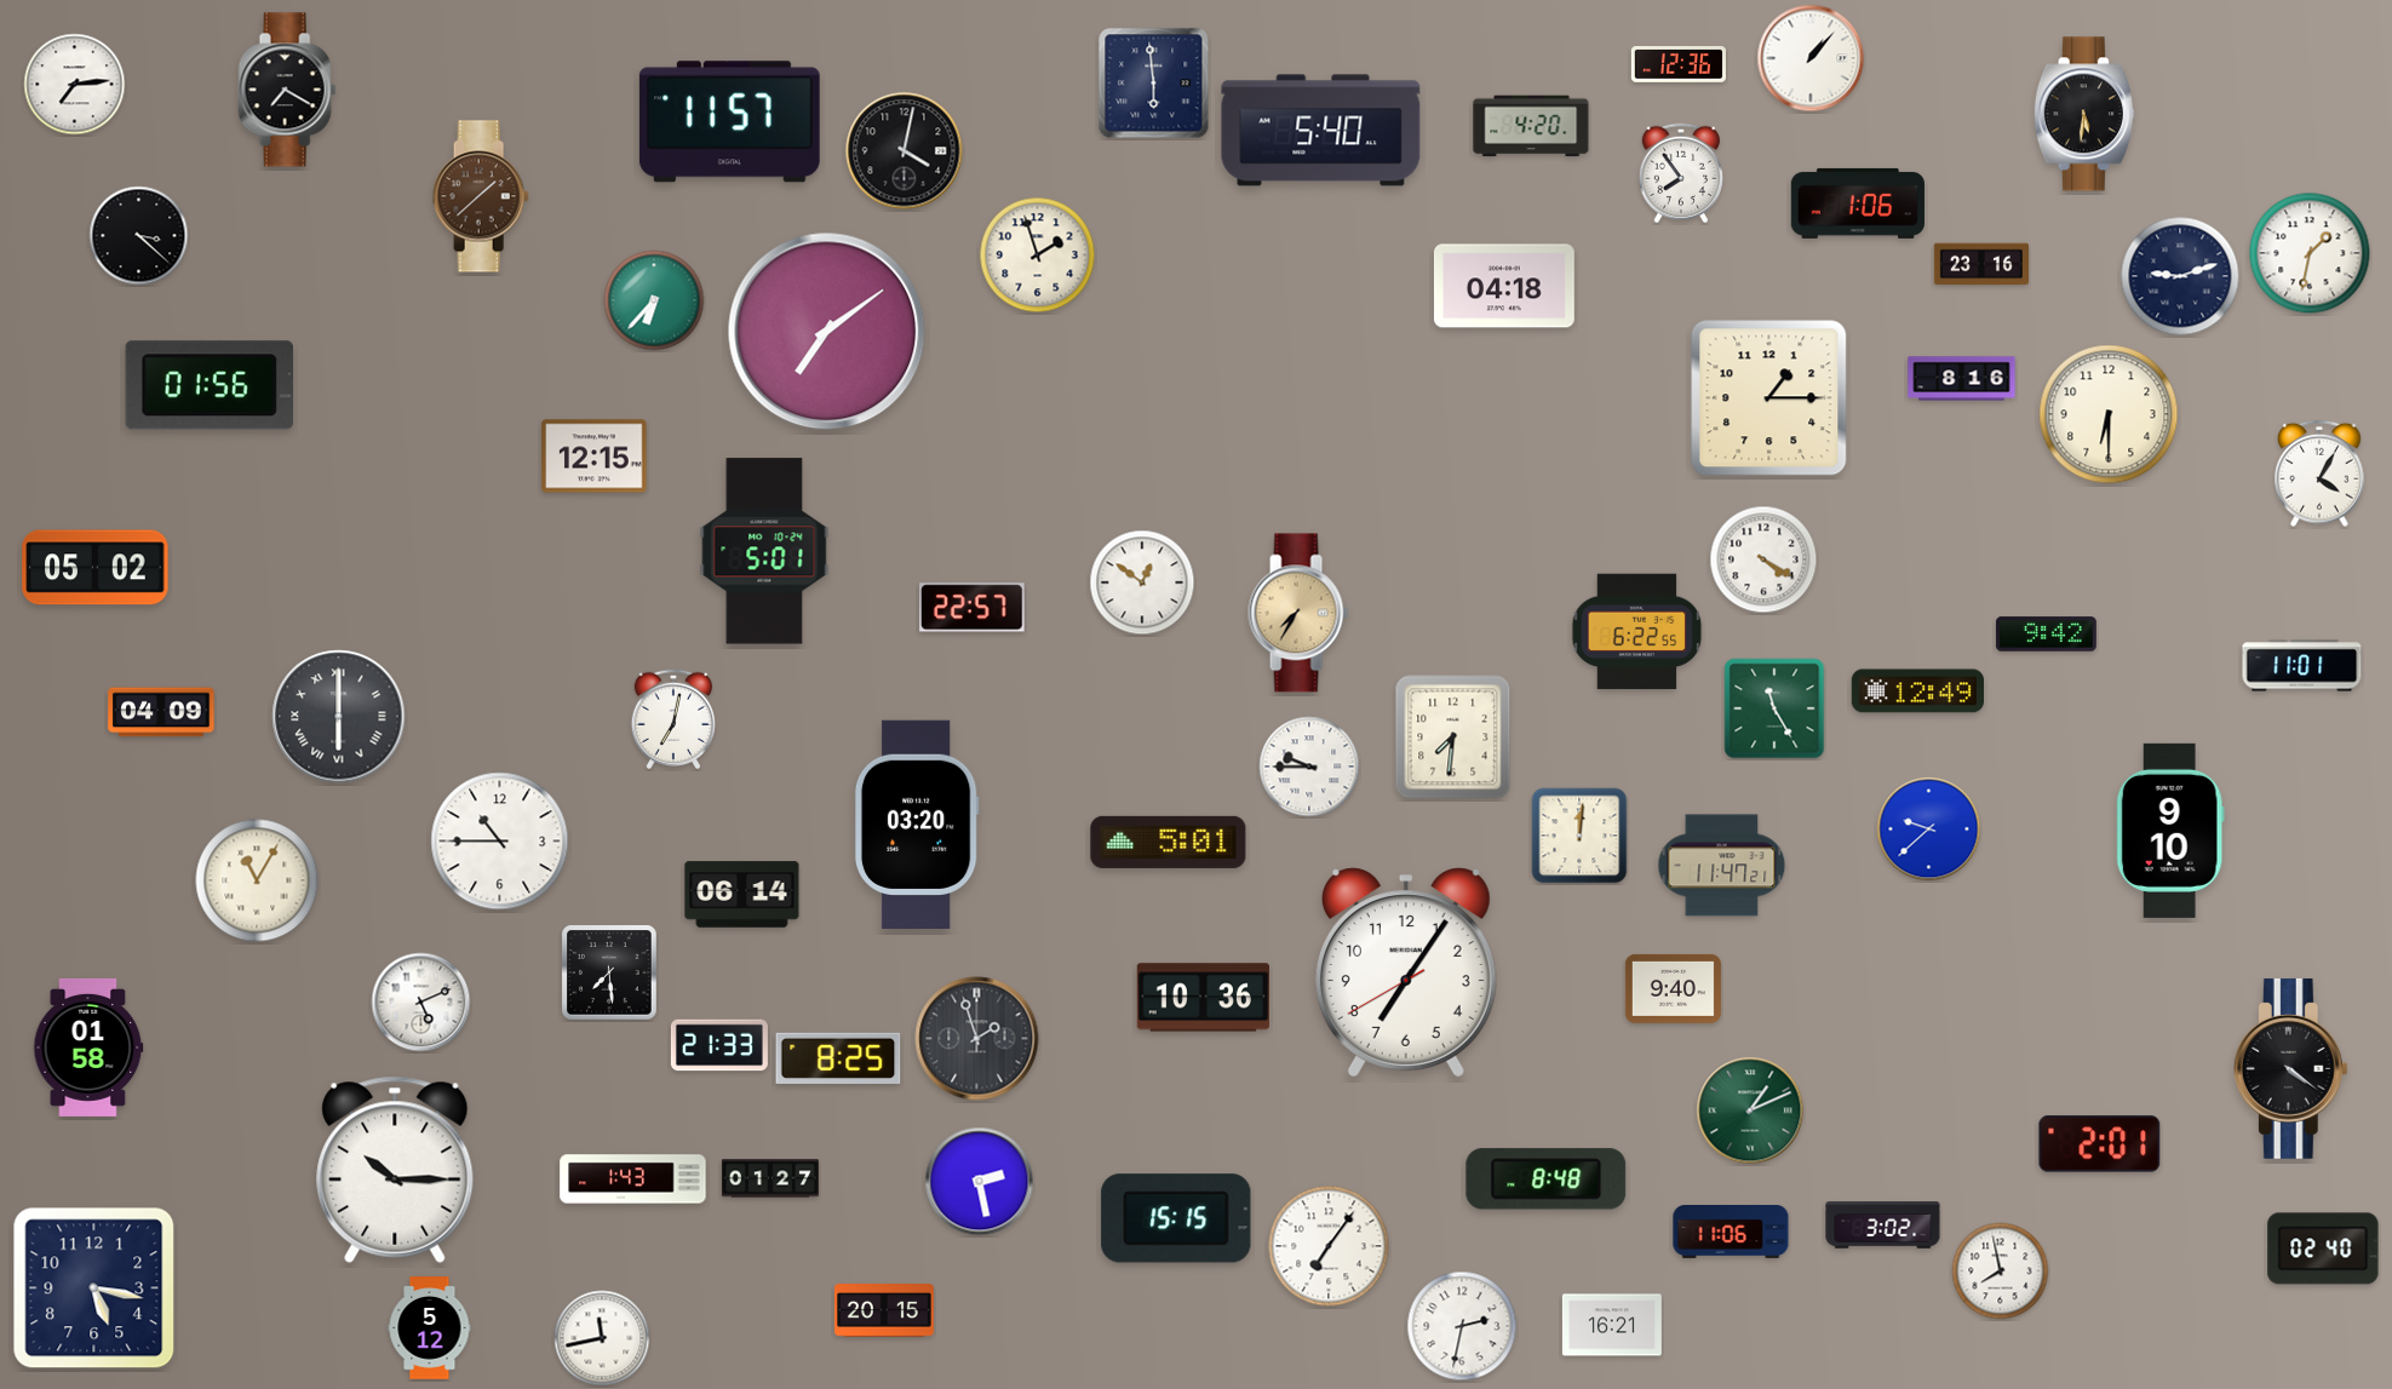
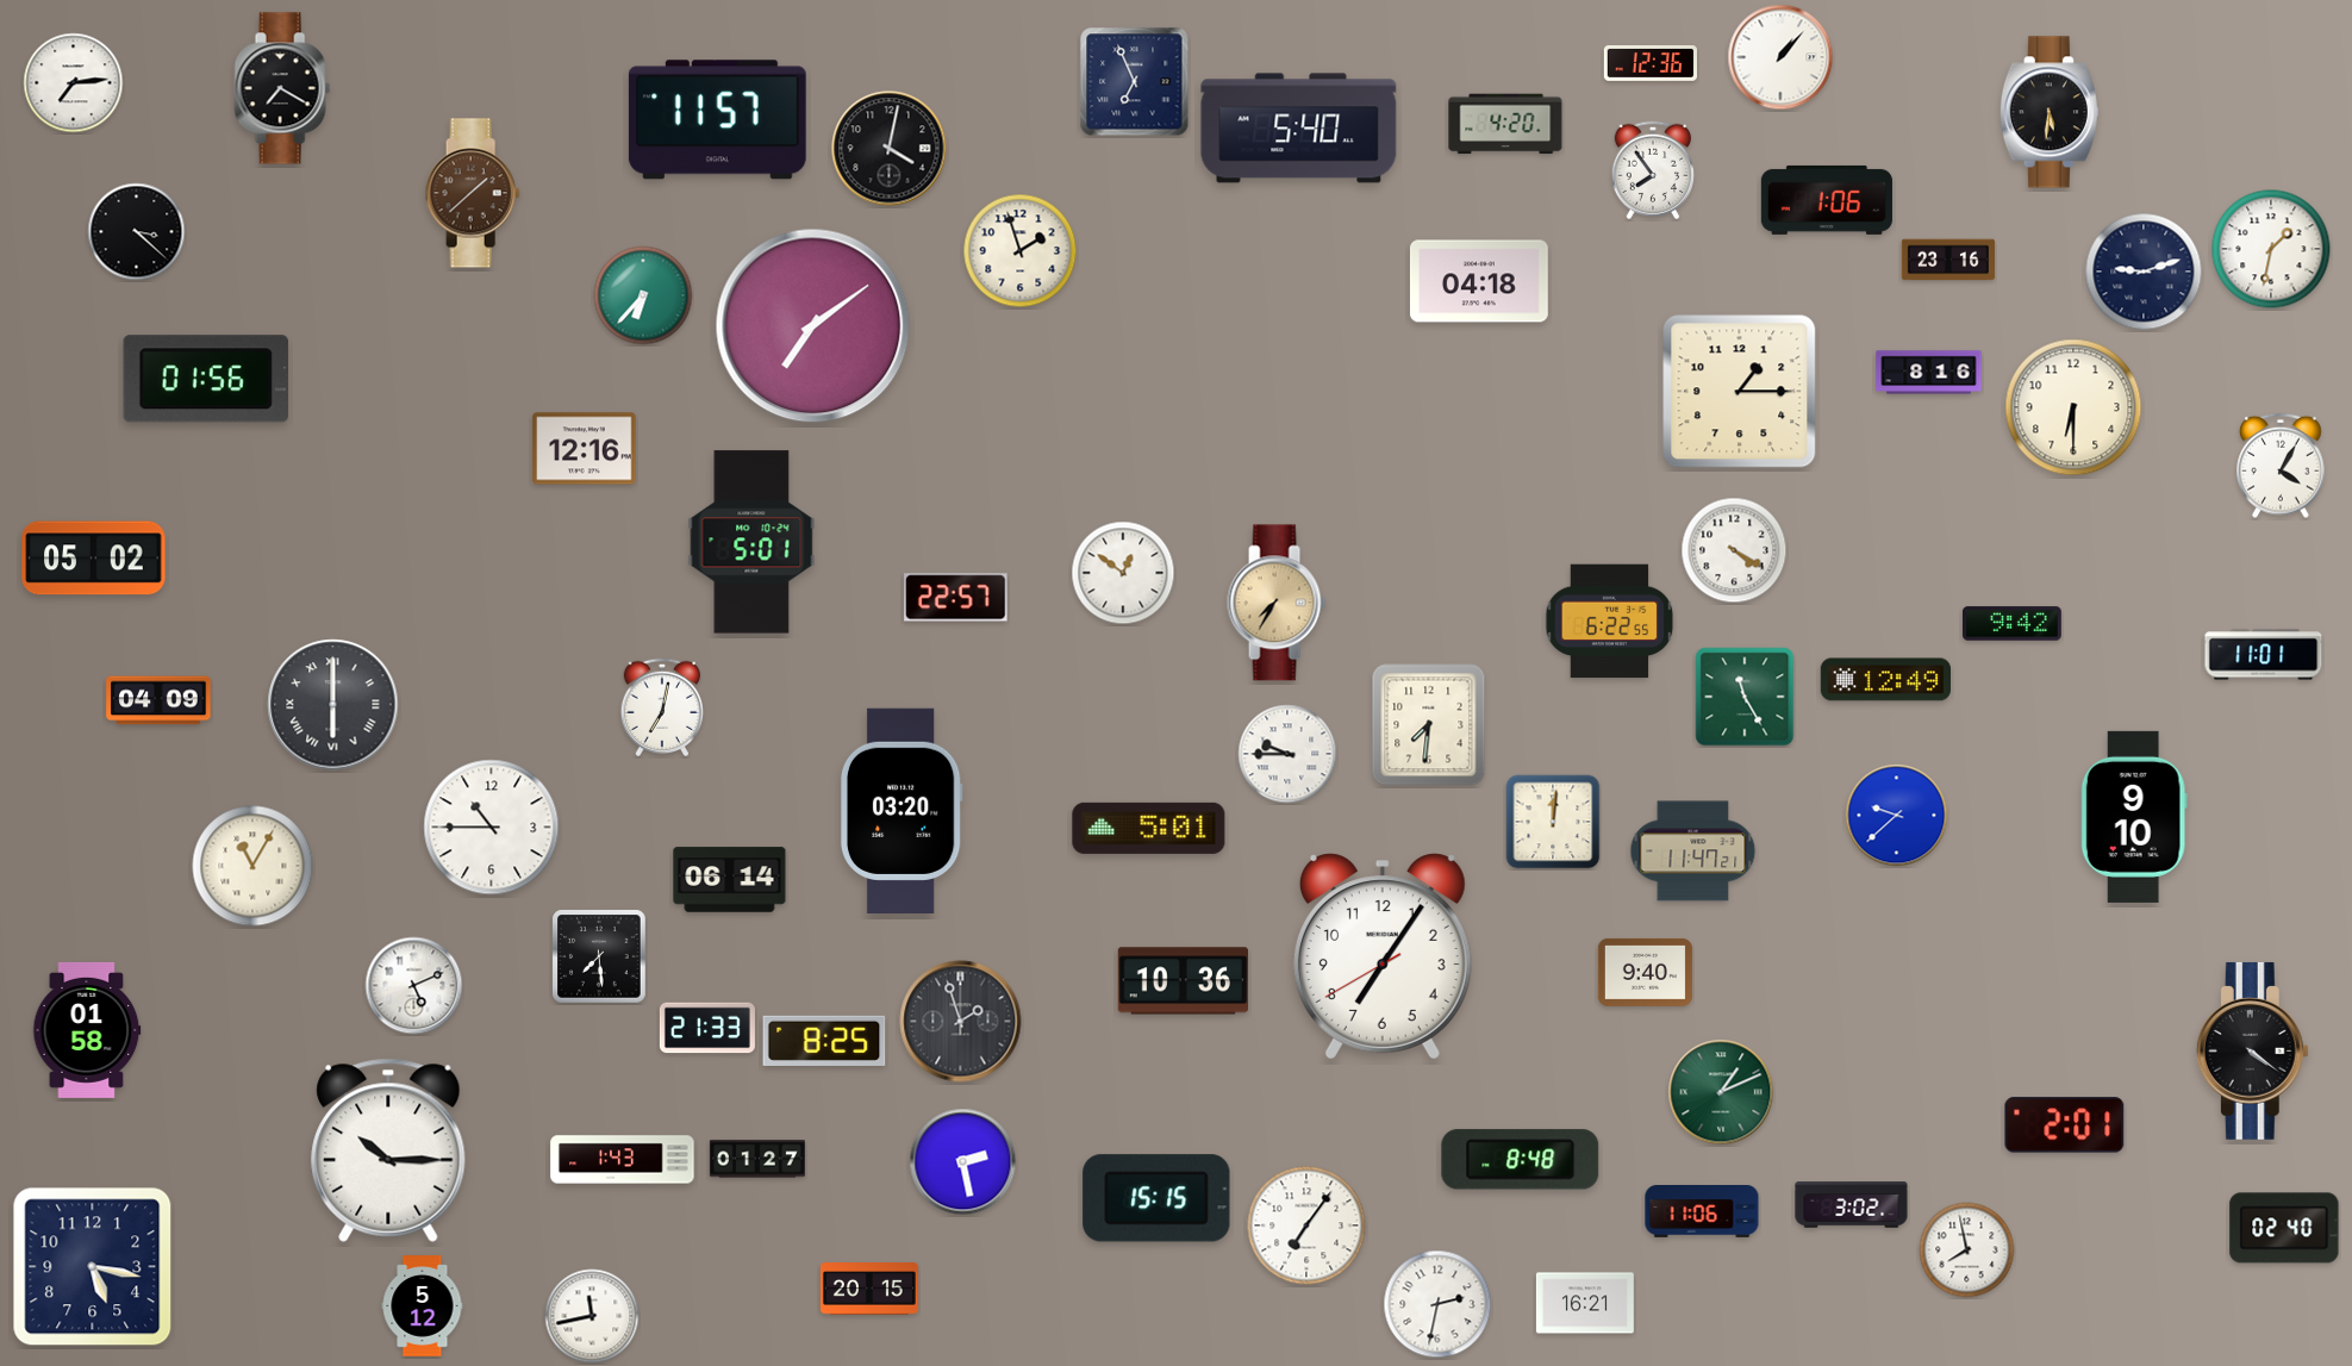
clock at (1154, 84): 5:59 -> 6:56
clock at (595, 457): 12:15 -> 12:16
